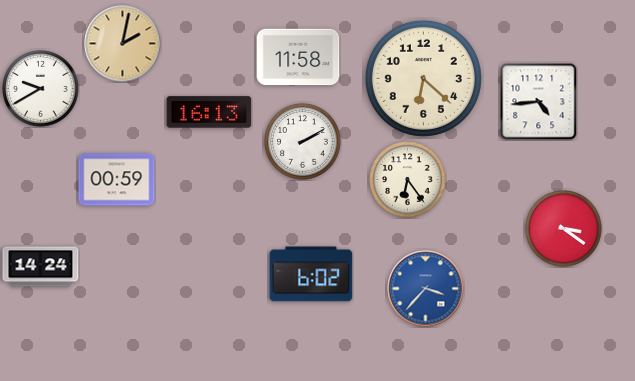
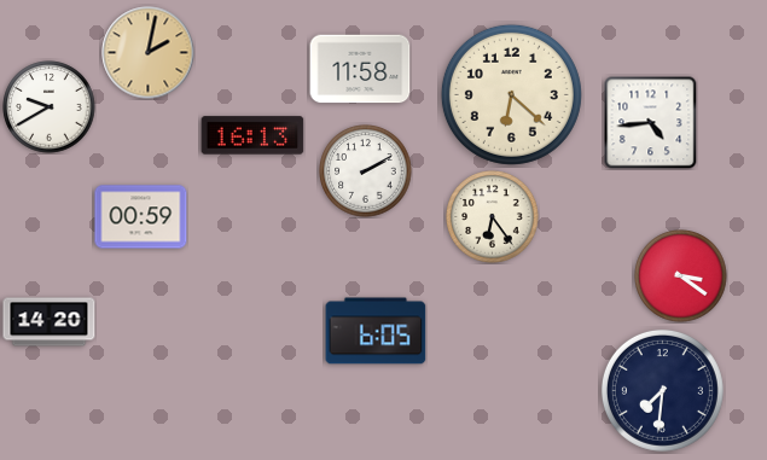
clock at (41, 267): 14:24 -> 14:20
clock at (311, 274): 6:02 -> 6:05
clock at (426, 289): 3:37 -> none
clock at (662, 390): none -> 7:31
